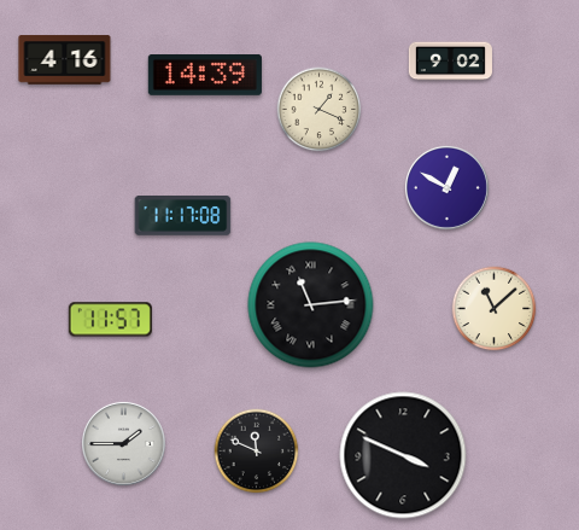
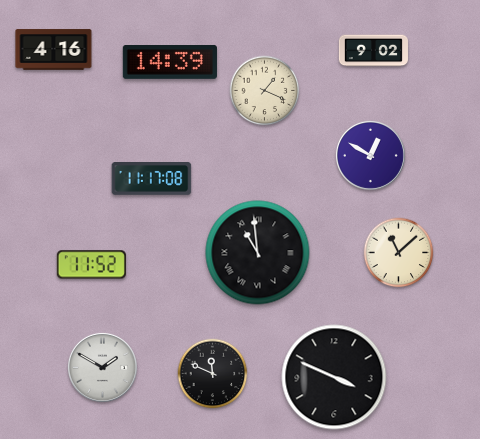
clock at (311, 305): 11:14 -> 10:59
clock at (495, 309) position: (495, 309) -> (399, 253)
clock at (110, 320): 11:57 -> 11:52
clock at (123, 443): 1:45 -> 1:50
